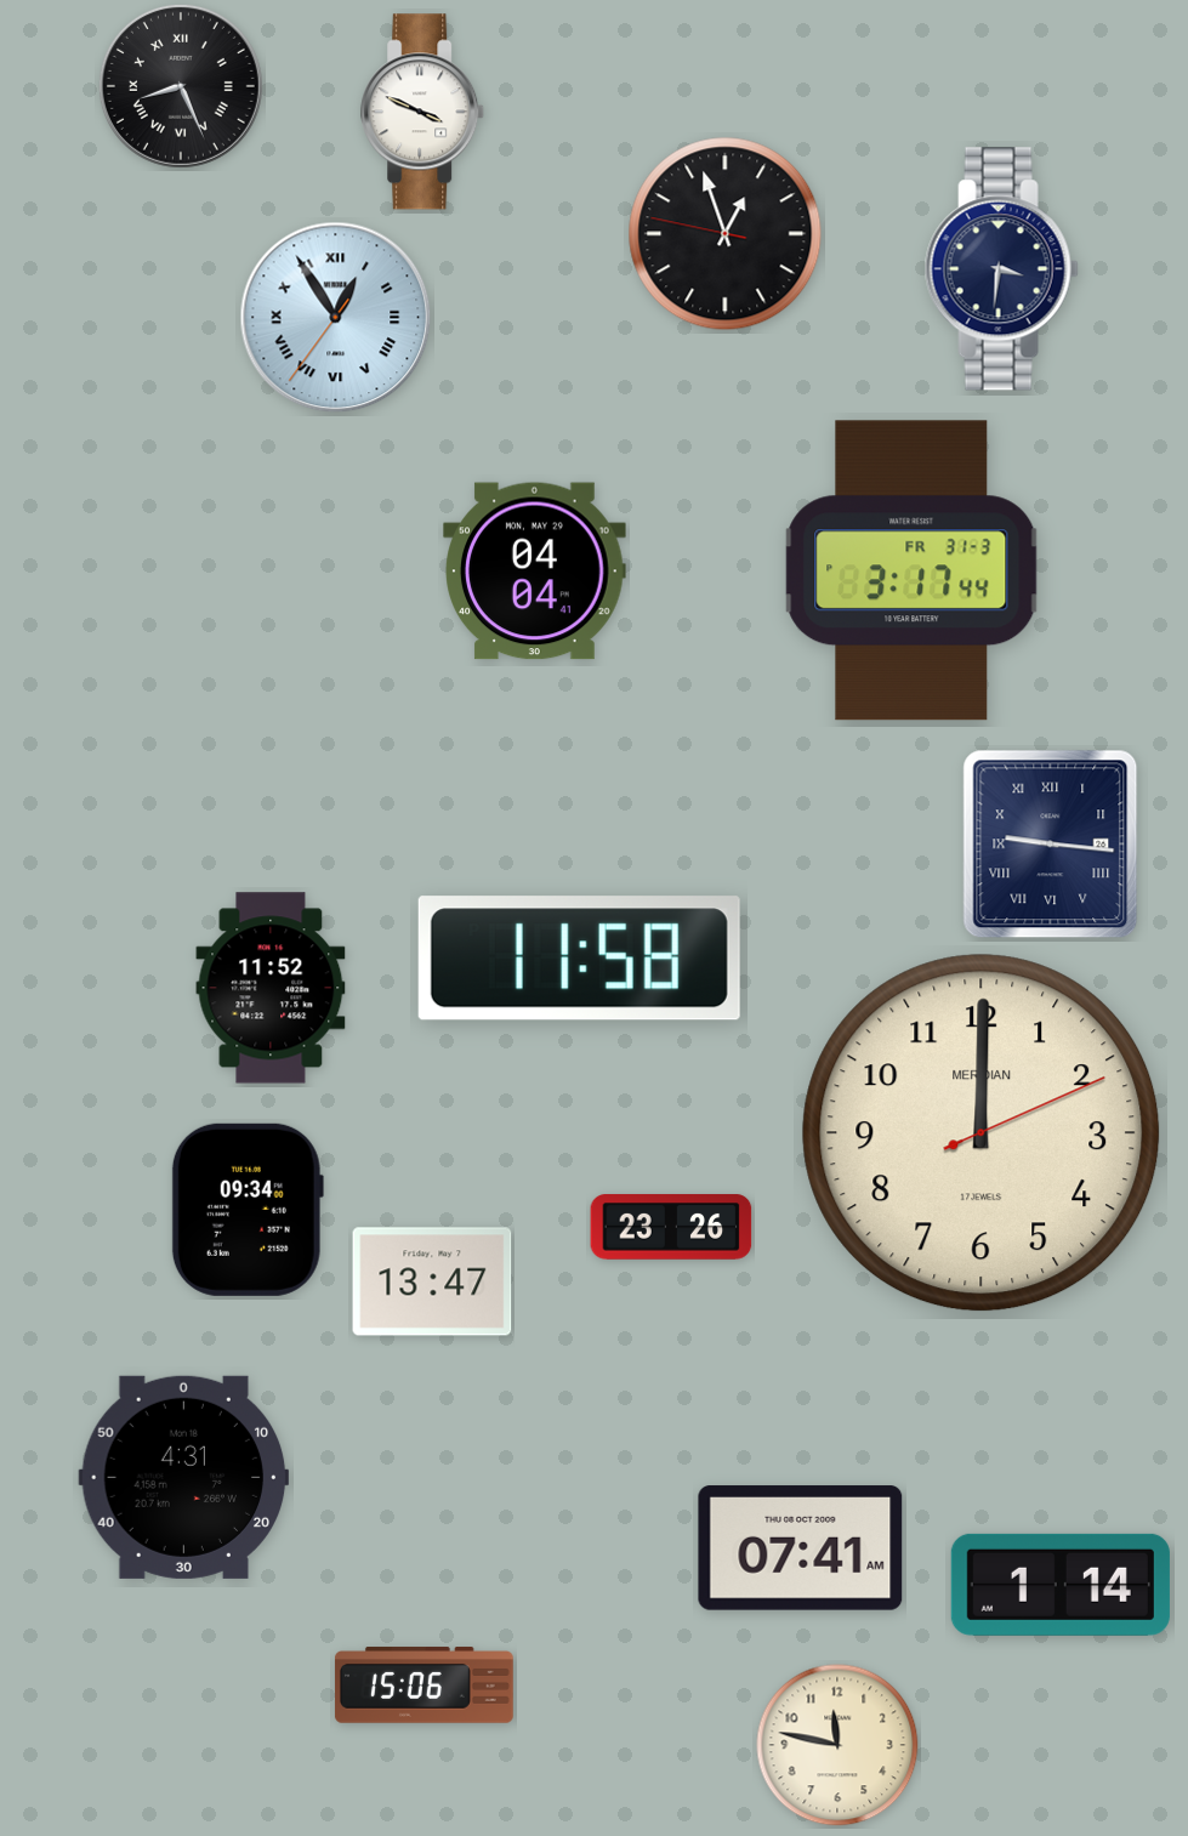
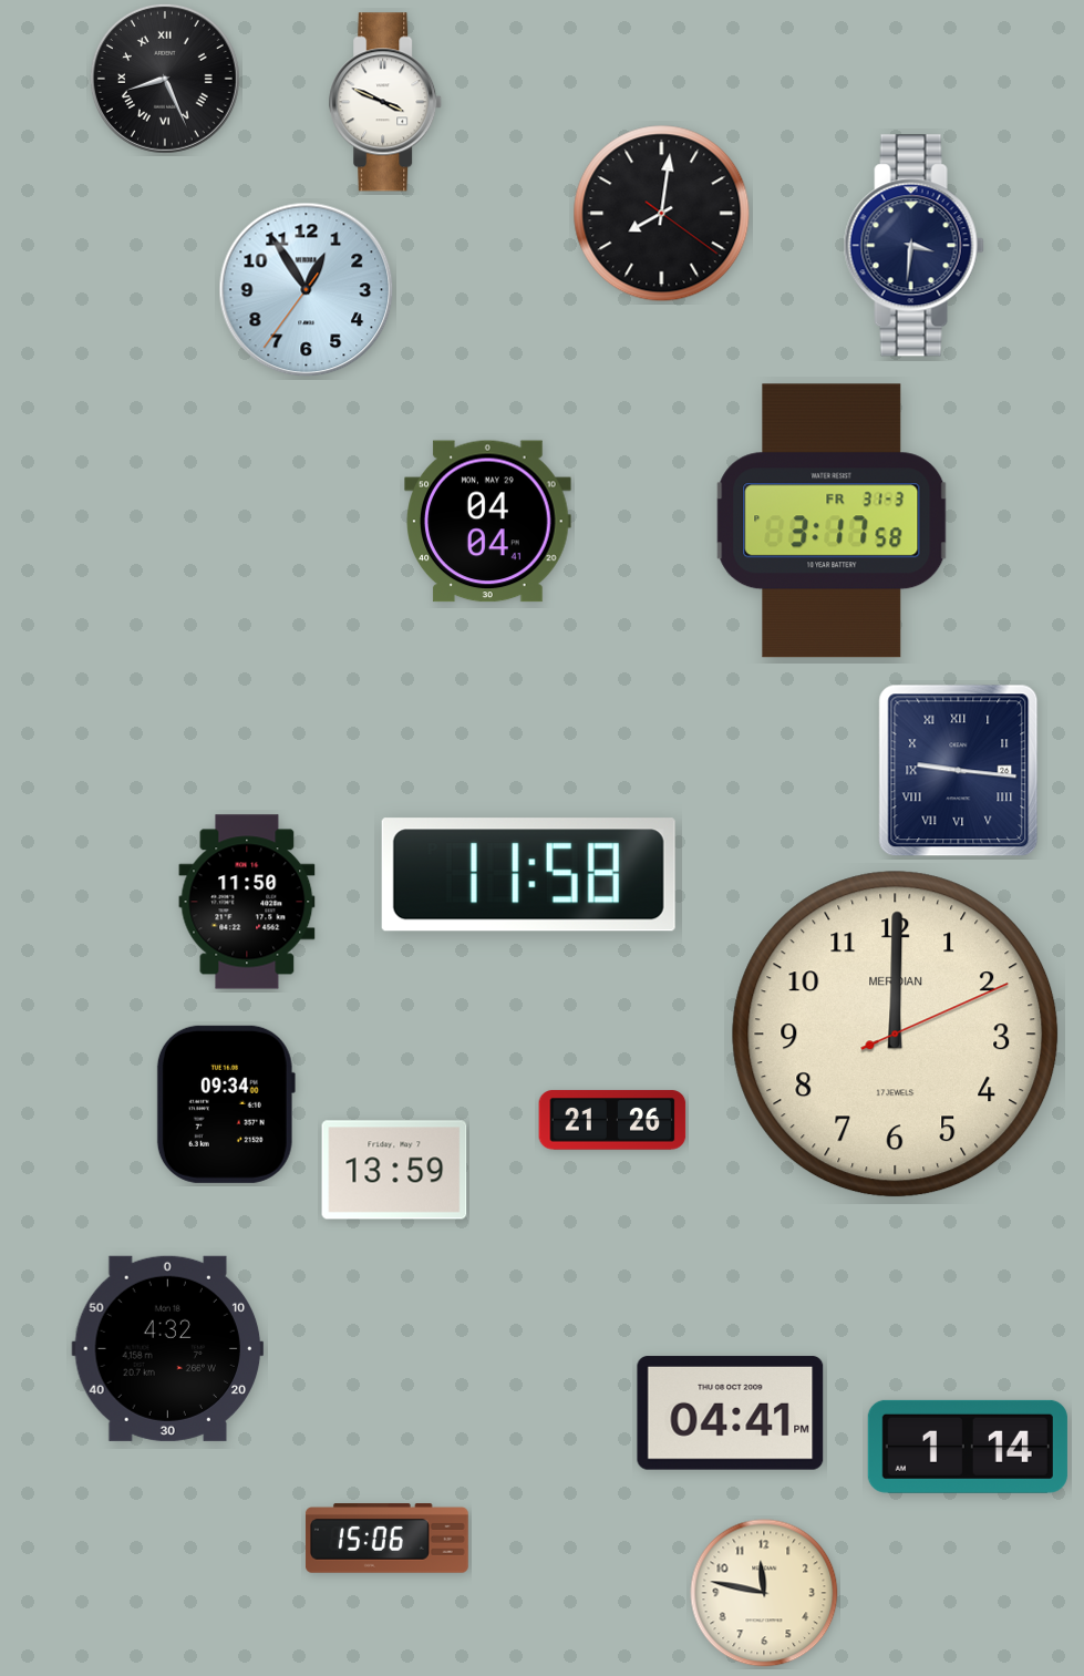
clock at (726, 234): 12:56 -> 8:01
clock at (336, 318) numerals: Roman -> Arabic
clock at (911, 570): 3:17:44 -> 3:17:58
clock at (271, 988): 11:52 -> 11:50
clock at (671, 1227): 23:26 -> 21:26
clock at (432, 1281): 13:47 -> 13:59
clock at (184, 1477): 4:31 -> 4:32
clock at (801, 1548): 07:41 -> 04:41
